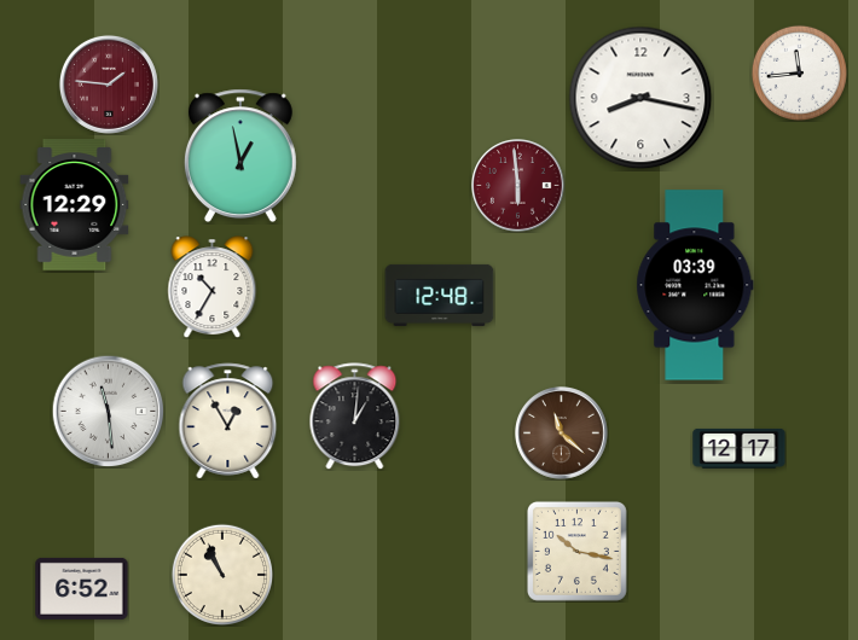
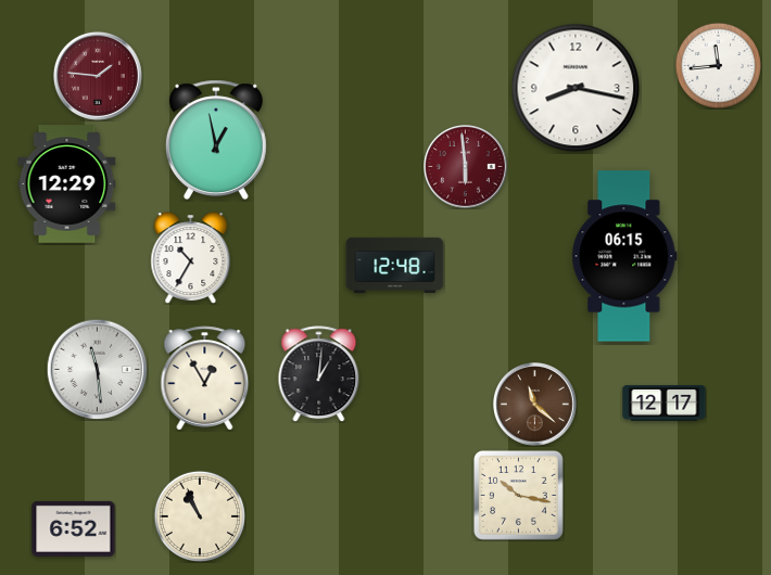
clock at (695, 285): 03:39 -> 06:15
clock at (562, 434) position: (562, 434) -> (535, 405)
